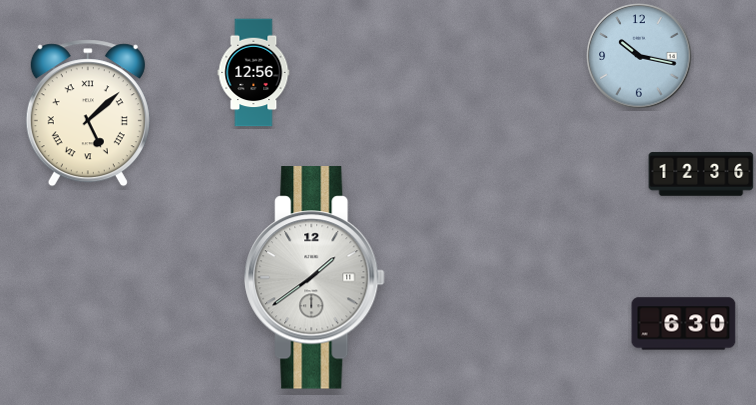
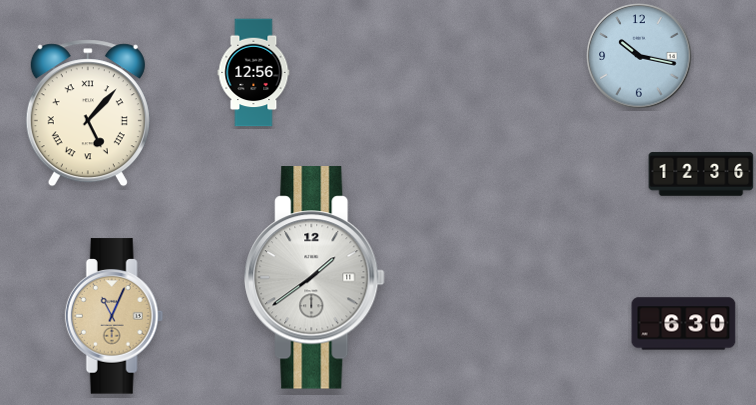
clock at (88, 113): 5:08 -> 5:07
clock at (114, 316): none -> 11:04
